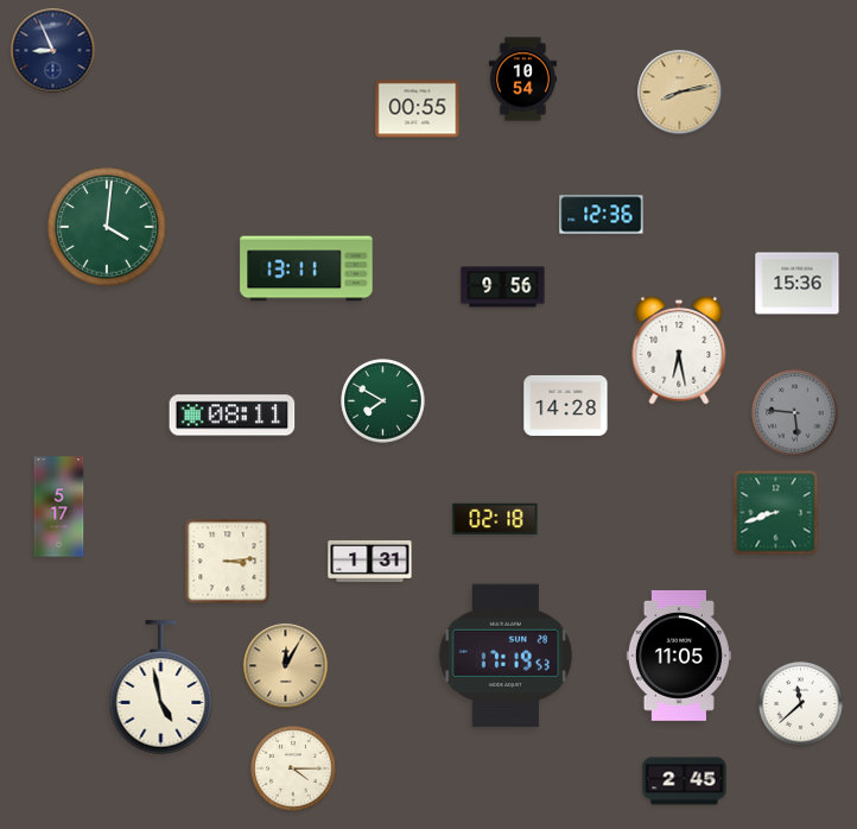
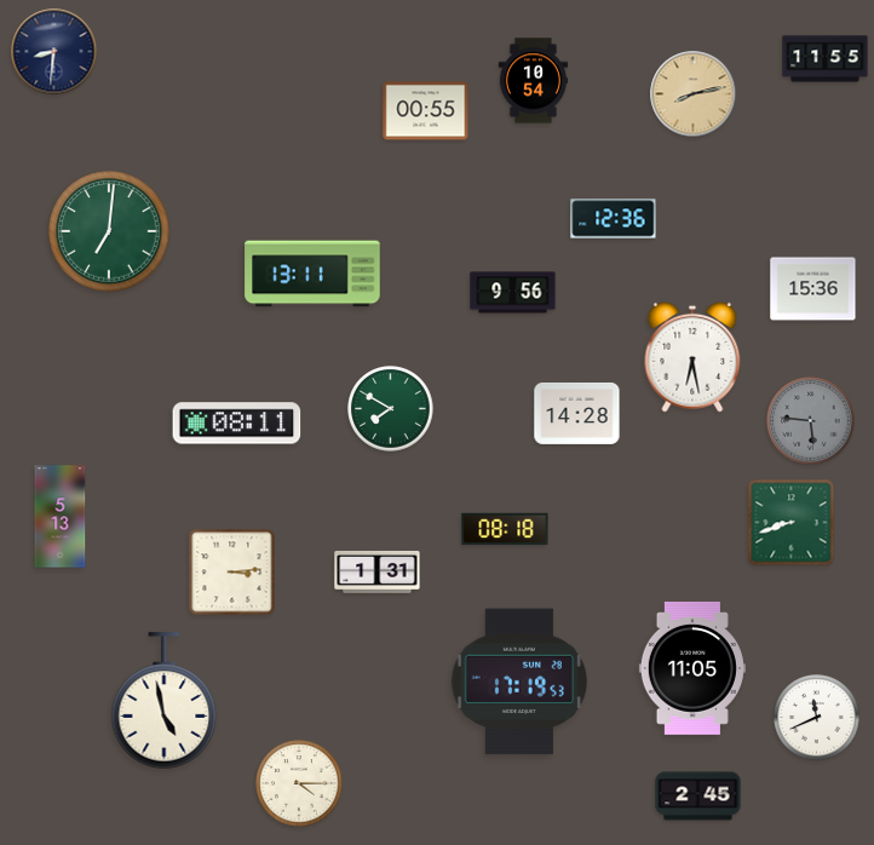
clock at (53, 51): 8:56 -> 8:31
clock at (826, 59): none -> 11:55
clock at (107, 227): 4:01 -> 7:01
clock at (59, 507): 5:17 -> 5:13
clock at (495, 519): 02:18 -> 08:18
clock at (506, 656) position: (506, 656) -> (519, 682)
clock at (286, 666): 12:05 -> none
clock at (801, 704): 11:38 -> 11:41
